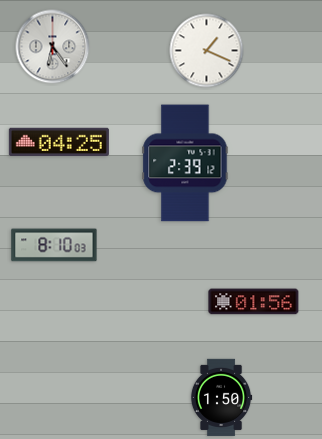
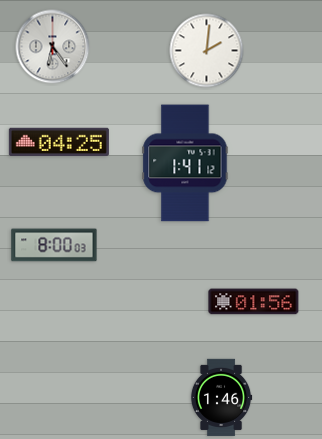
clock at (207, 51): 1:19 -> 2:01
clock at (185, 163): 2:39 -> 1:41
clock at (54, 245): 8:10 -> 8:00
clock at (221, 397): 1:50 -> 1:46
